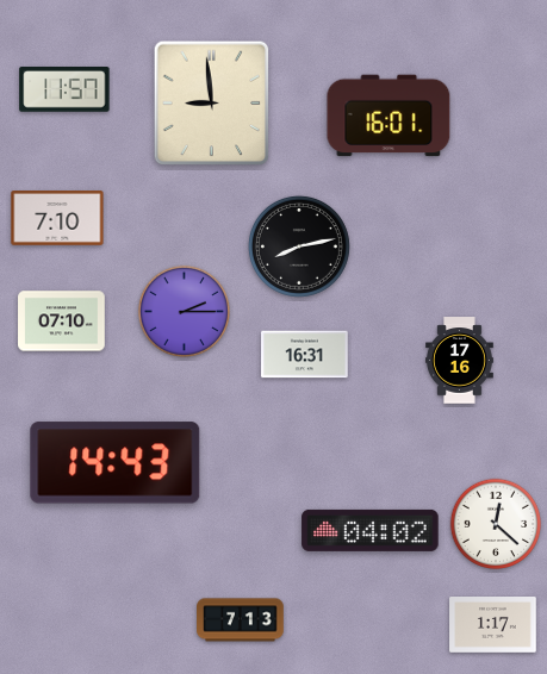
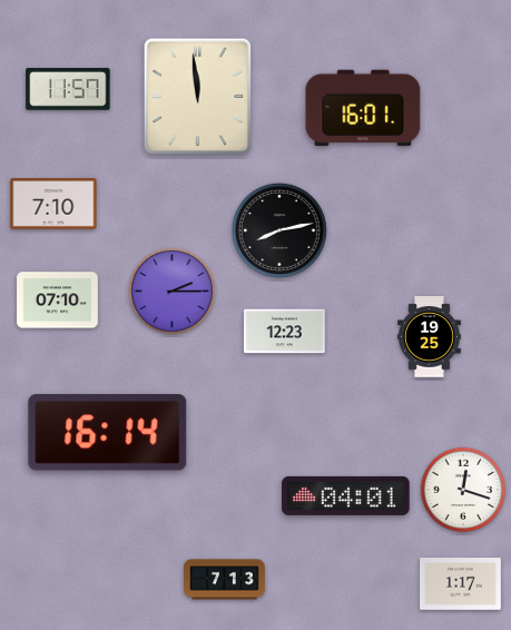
clock at (64, 91) position: (64, 91) -> (68, 90)
clock at (212, 104): 8:59 -> 11:59
clock at (305, 355): 16:31 -> 12:23
clock at (460, 361): 17:16 -> 19:25
clock at (116, 463): 14:43 -> 16:14
clock at (496, 524): 12:22 -> 12:18
clock at (371, 530): 04:02 -> 04:01
